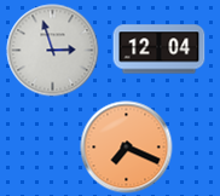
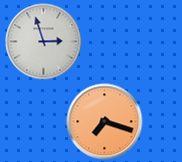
clock at (160, 50): 12:04 -> none
clock at (127, 148): 7:19 -> 7:18
